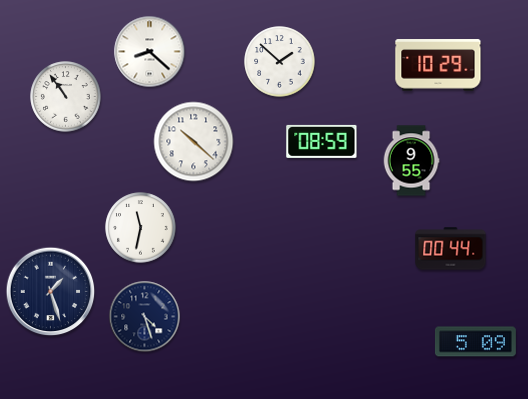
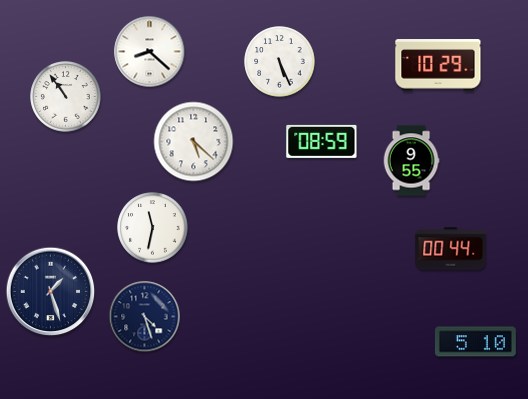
clock at (280, 62): 1:52 -> 5:26
clock at (194, 142): 10:22 -> 5:22
clock at (141, 228) position: (141, 228) -> (153, 228)
clock at (475, 342): 5:09 -> 5:10
